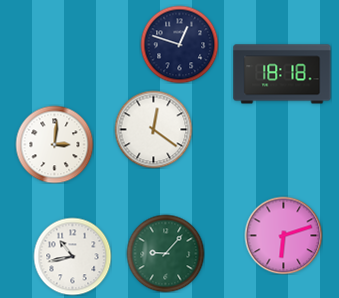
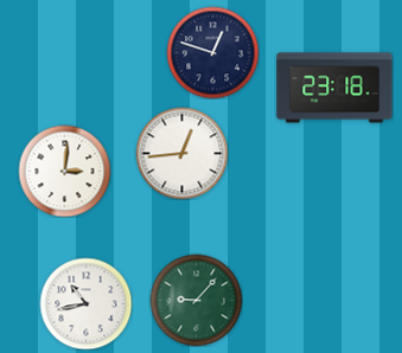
clock at (282, 74): 18:18 -> 23:18
clock at (153, 129): 12:21 -> 12:44
clock at (283, 235): 6:12 -> none
